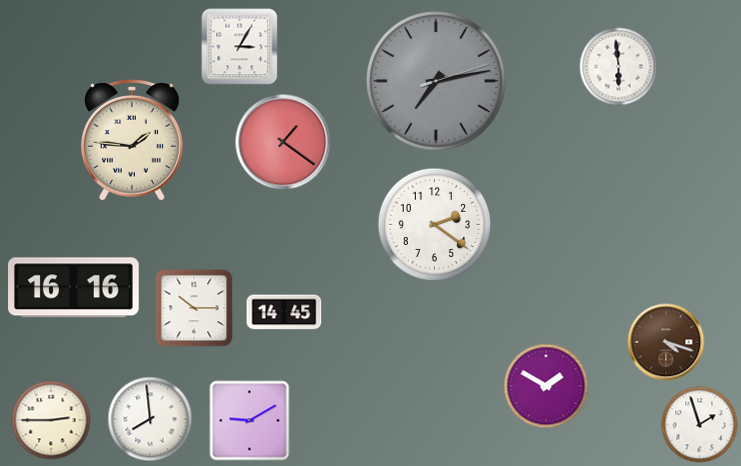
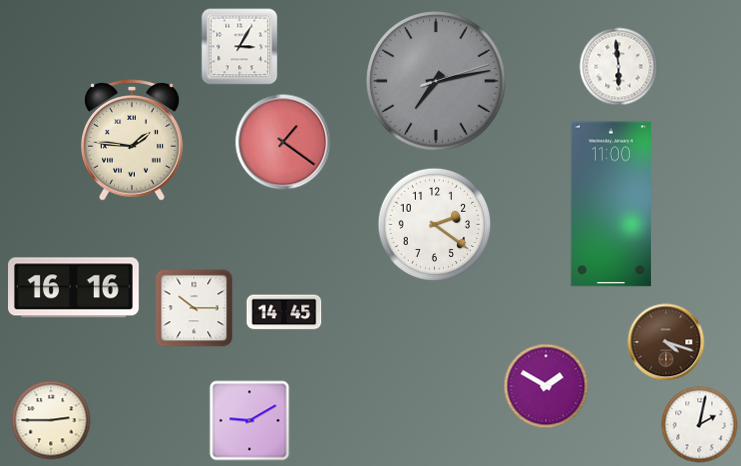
clock at (610, 204): none -> 11:00
clock at (150, 419): 7:59 -> none
clock at (700, 425): 1:57 -> 2:02
